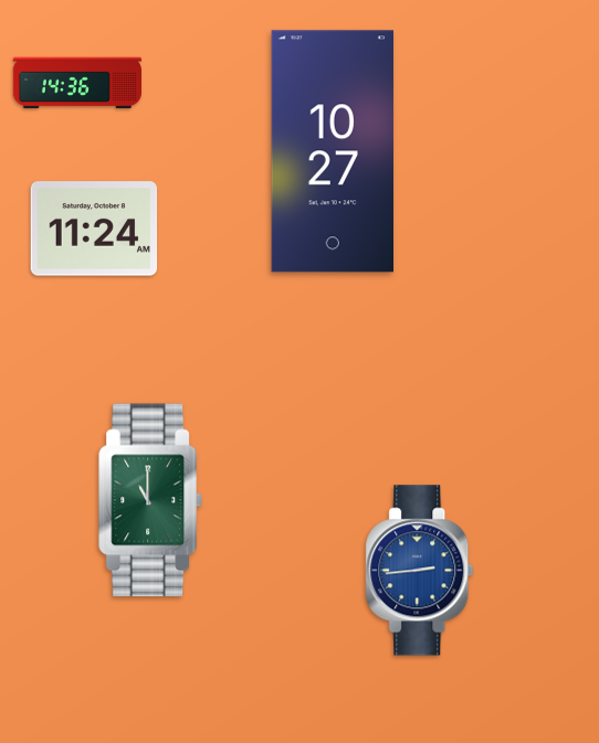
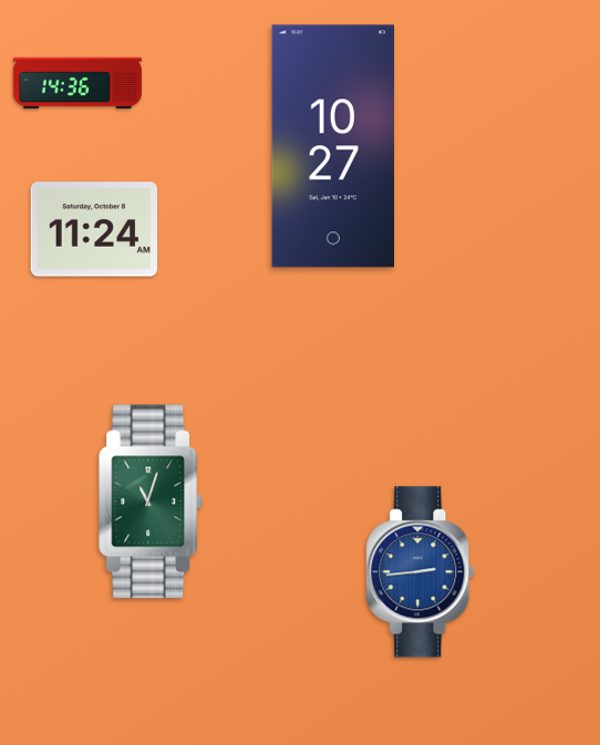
clock at (332, 151) position: (332, 151) -> (332, 146)
clock at (150, 500): 11:00 -> 11:03
